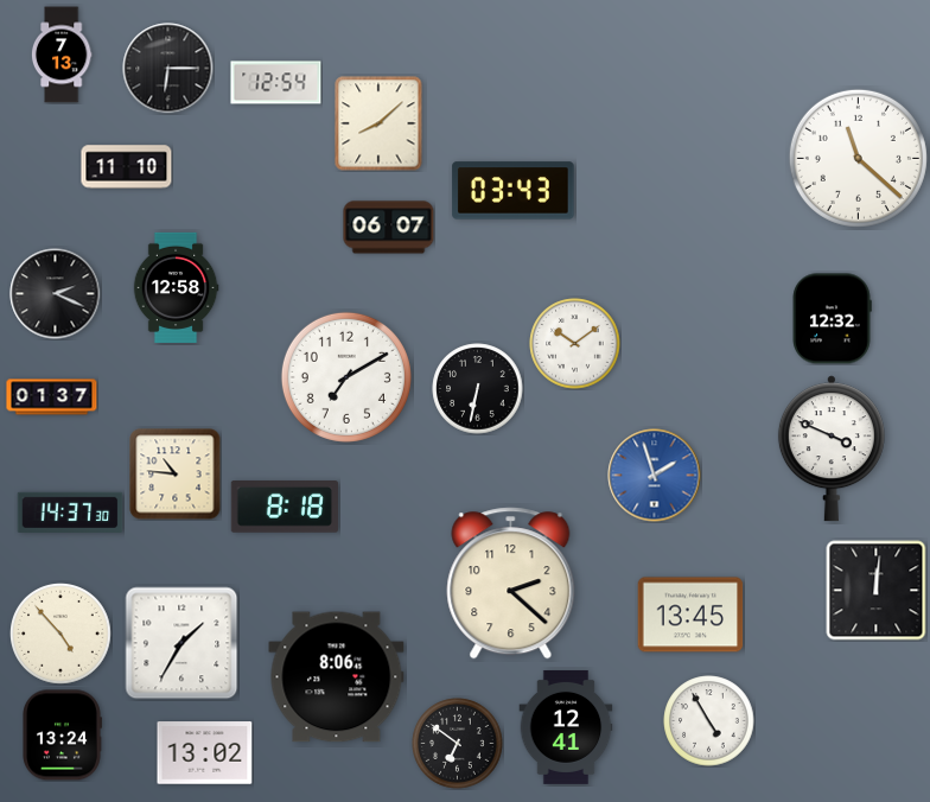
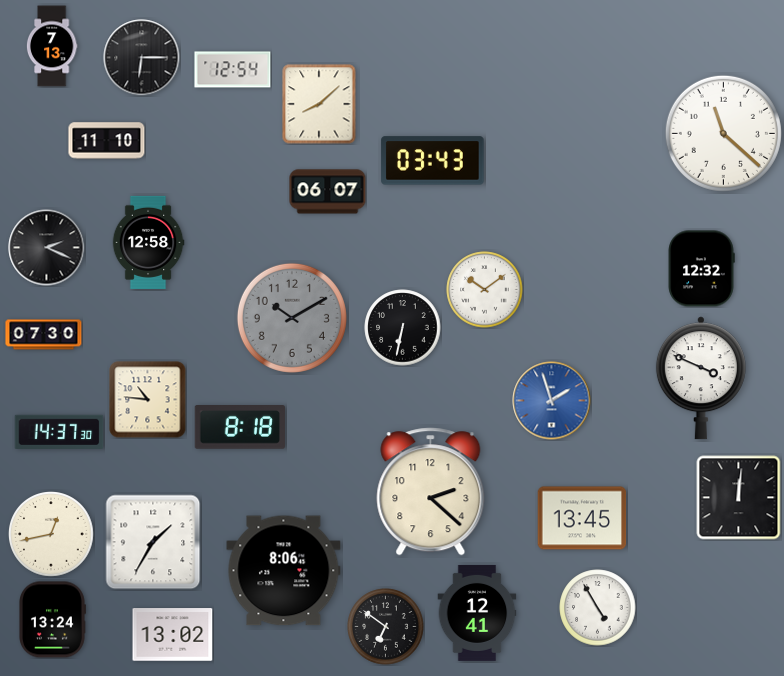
clock at (346, 377): 7:10 -> 10:10
clock at (346, 377) dial: white -> grey
clock at (52, 397): 01:37 -> 07:30
clock at (62, 635): 4:53 -> 12:43
